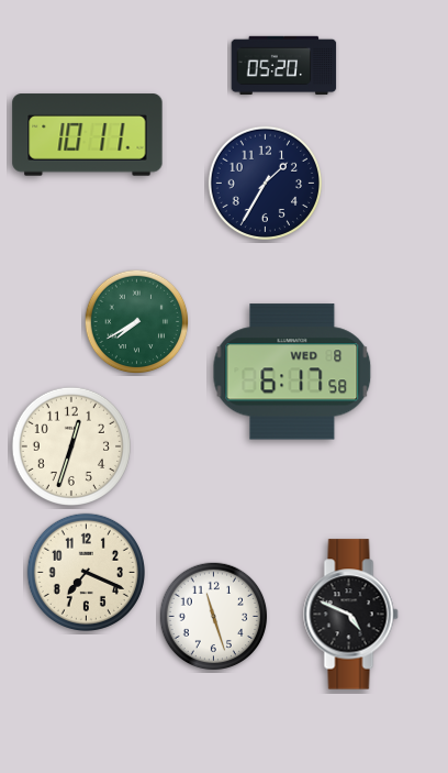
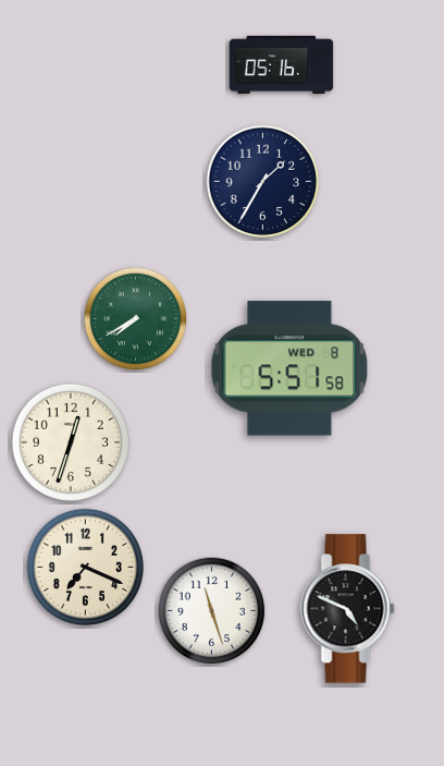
clock at (284, 65): 05:20 -> 05:16
clock at (88, 135): 10:11 -> none
clock at (292, 372): 6:17 -> 5:51
